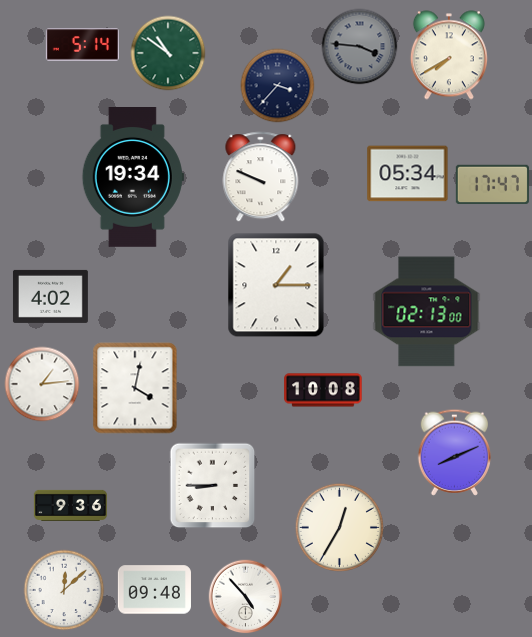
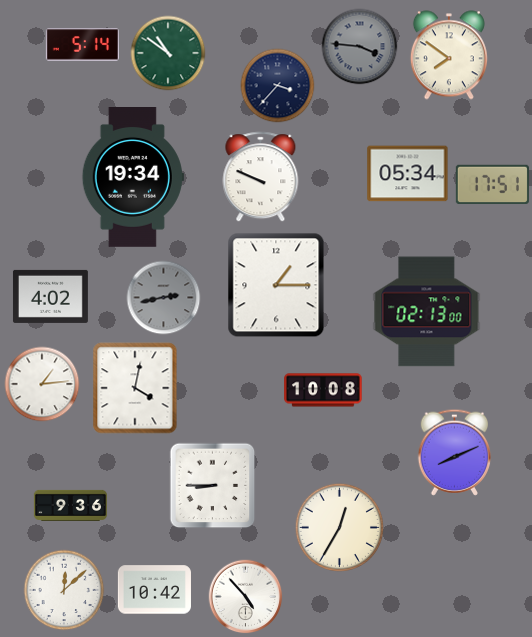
clock at (449, 55): 7:40 -> 7:51
clock at (492, 184): 17:47 -> 17:51
clock at (164, 298): none -> 2:43
clock at (154, 590): 09:48 -> 10:42
